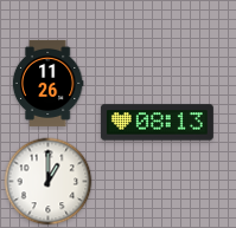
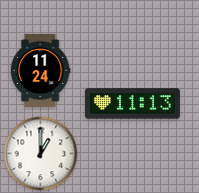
clock at (47, 83): 11:26 -> 11:24
clock at (157, 123): 08:13 -> 11:13
